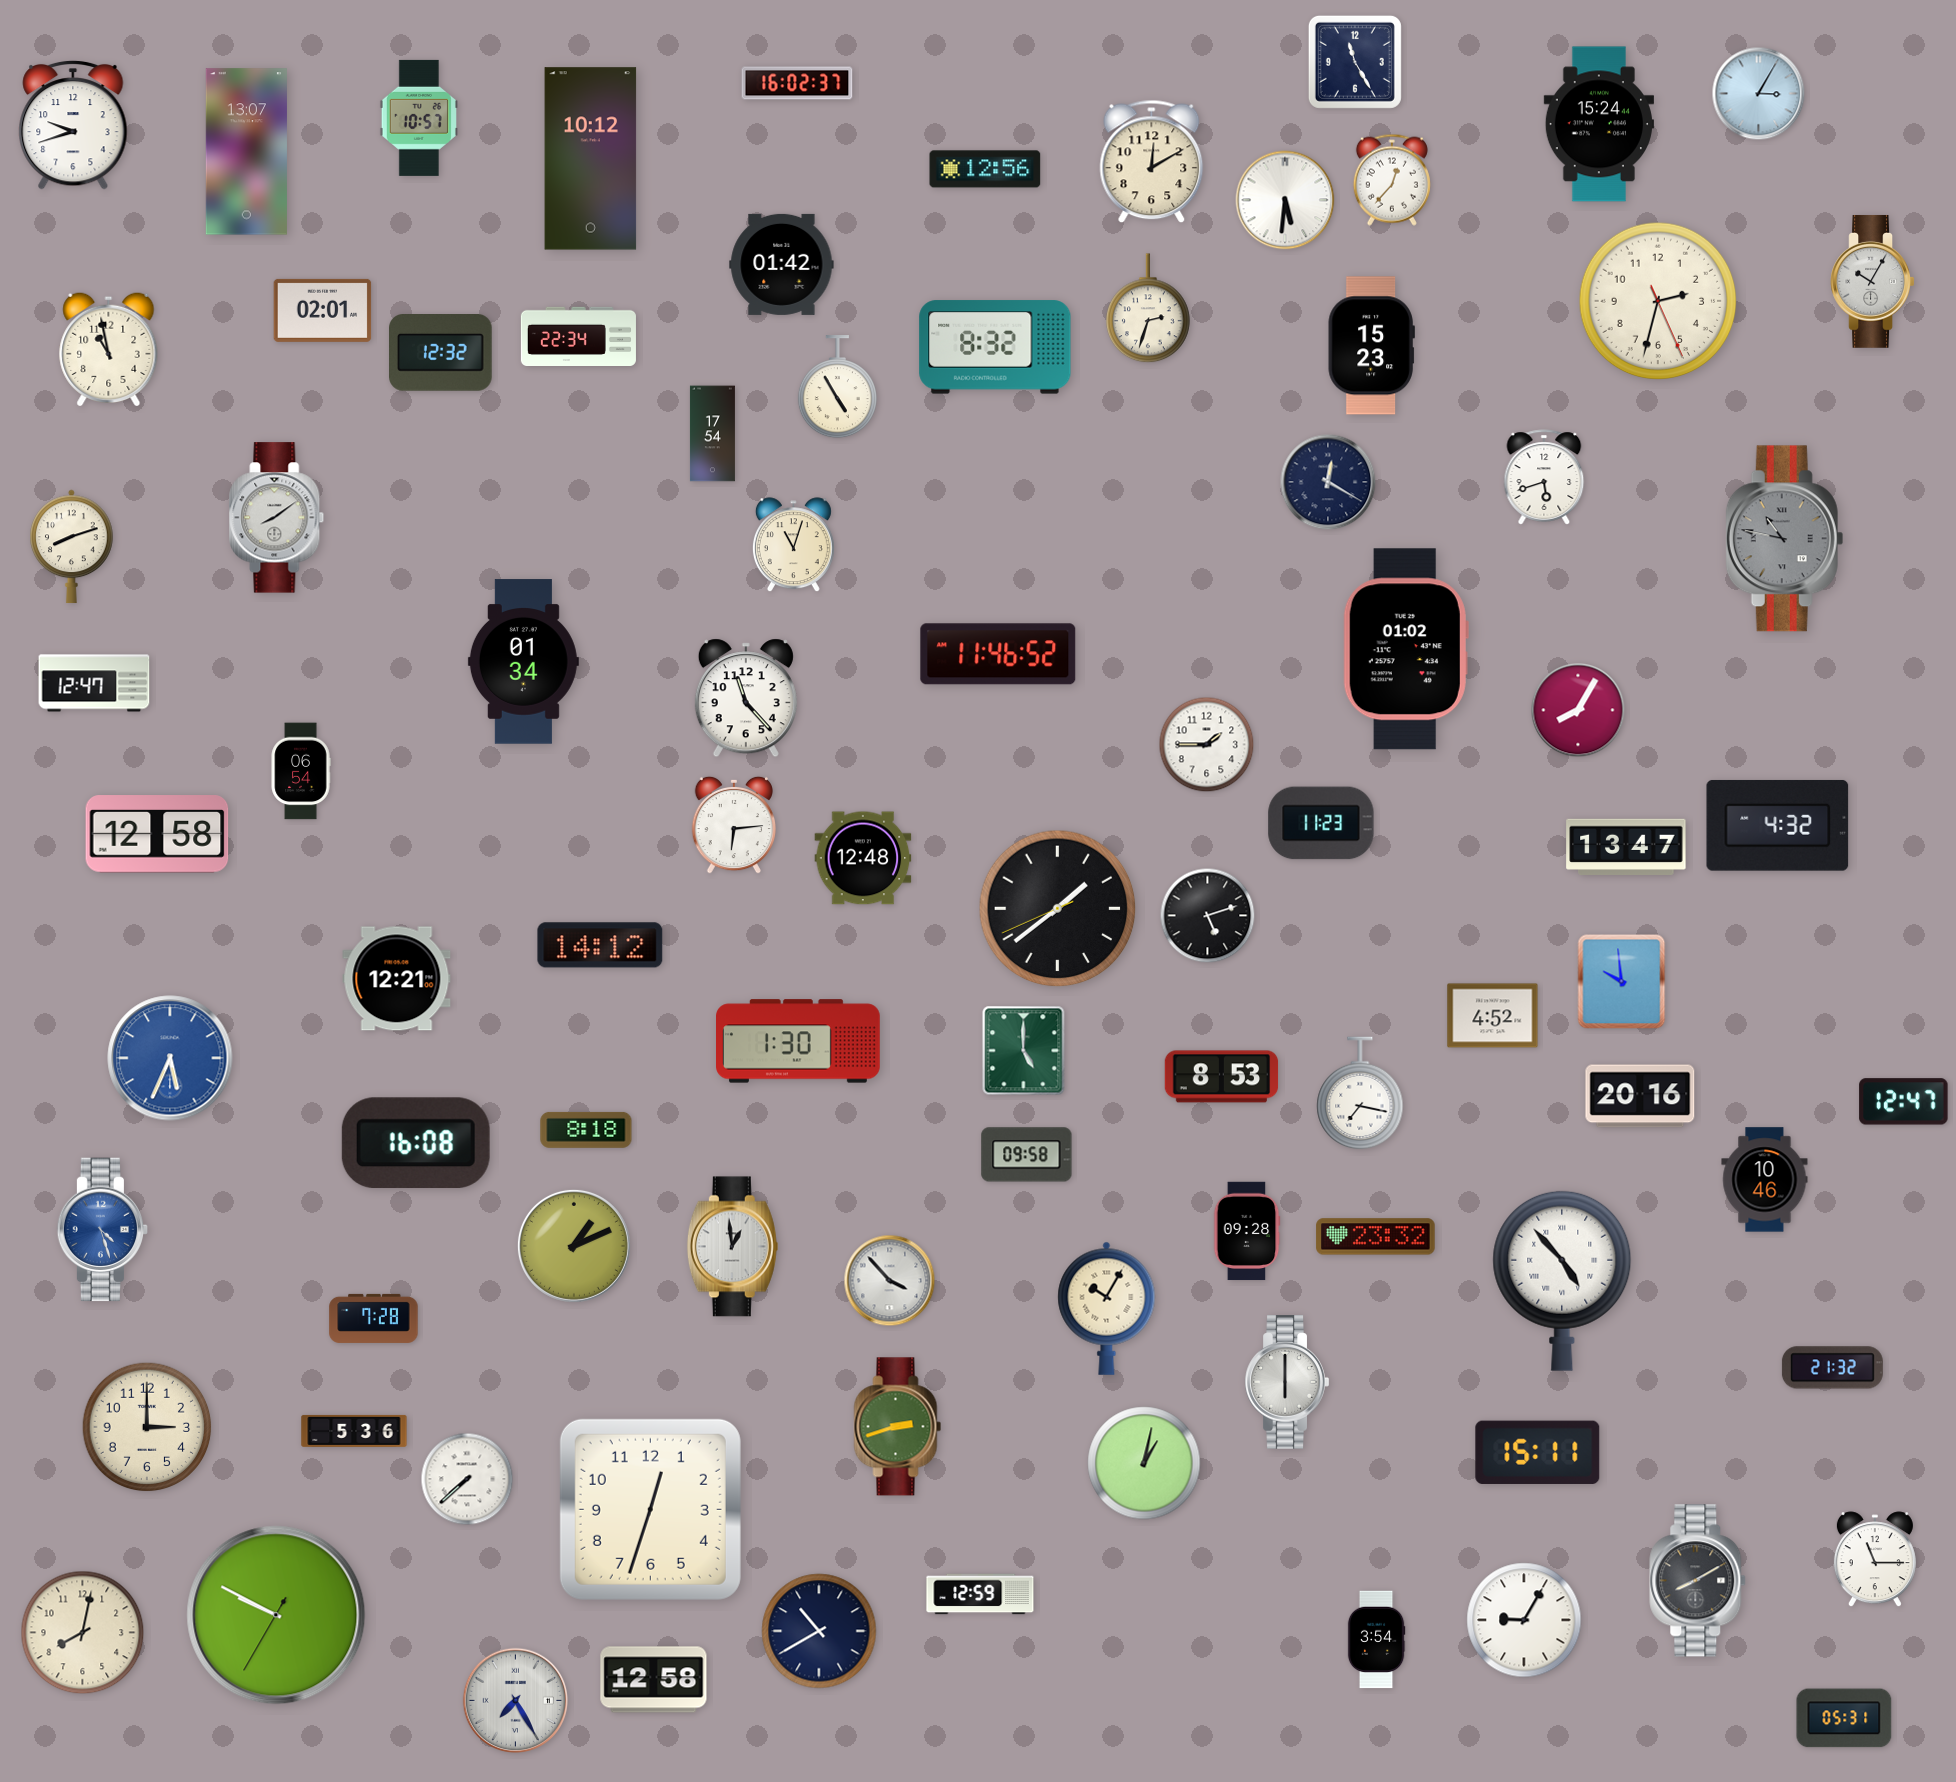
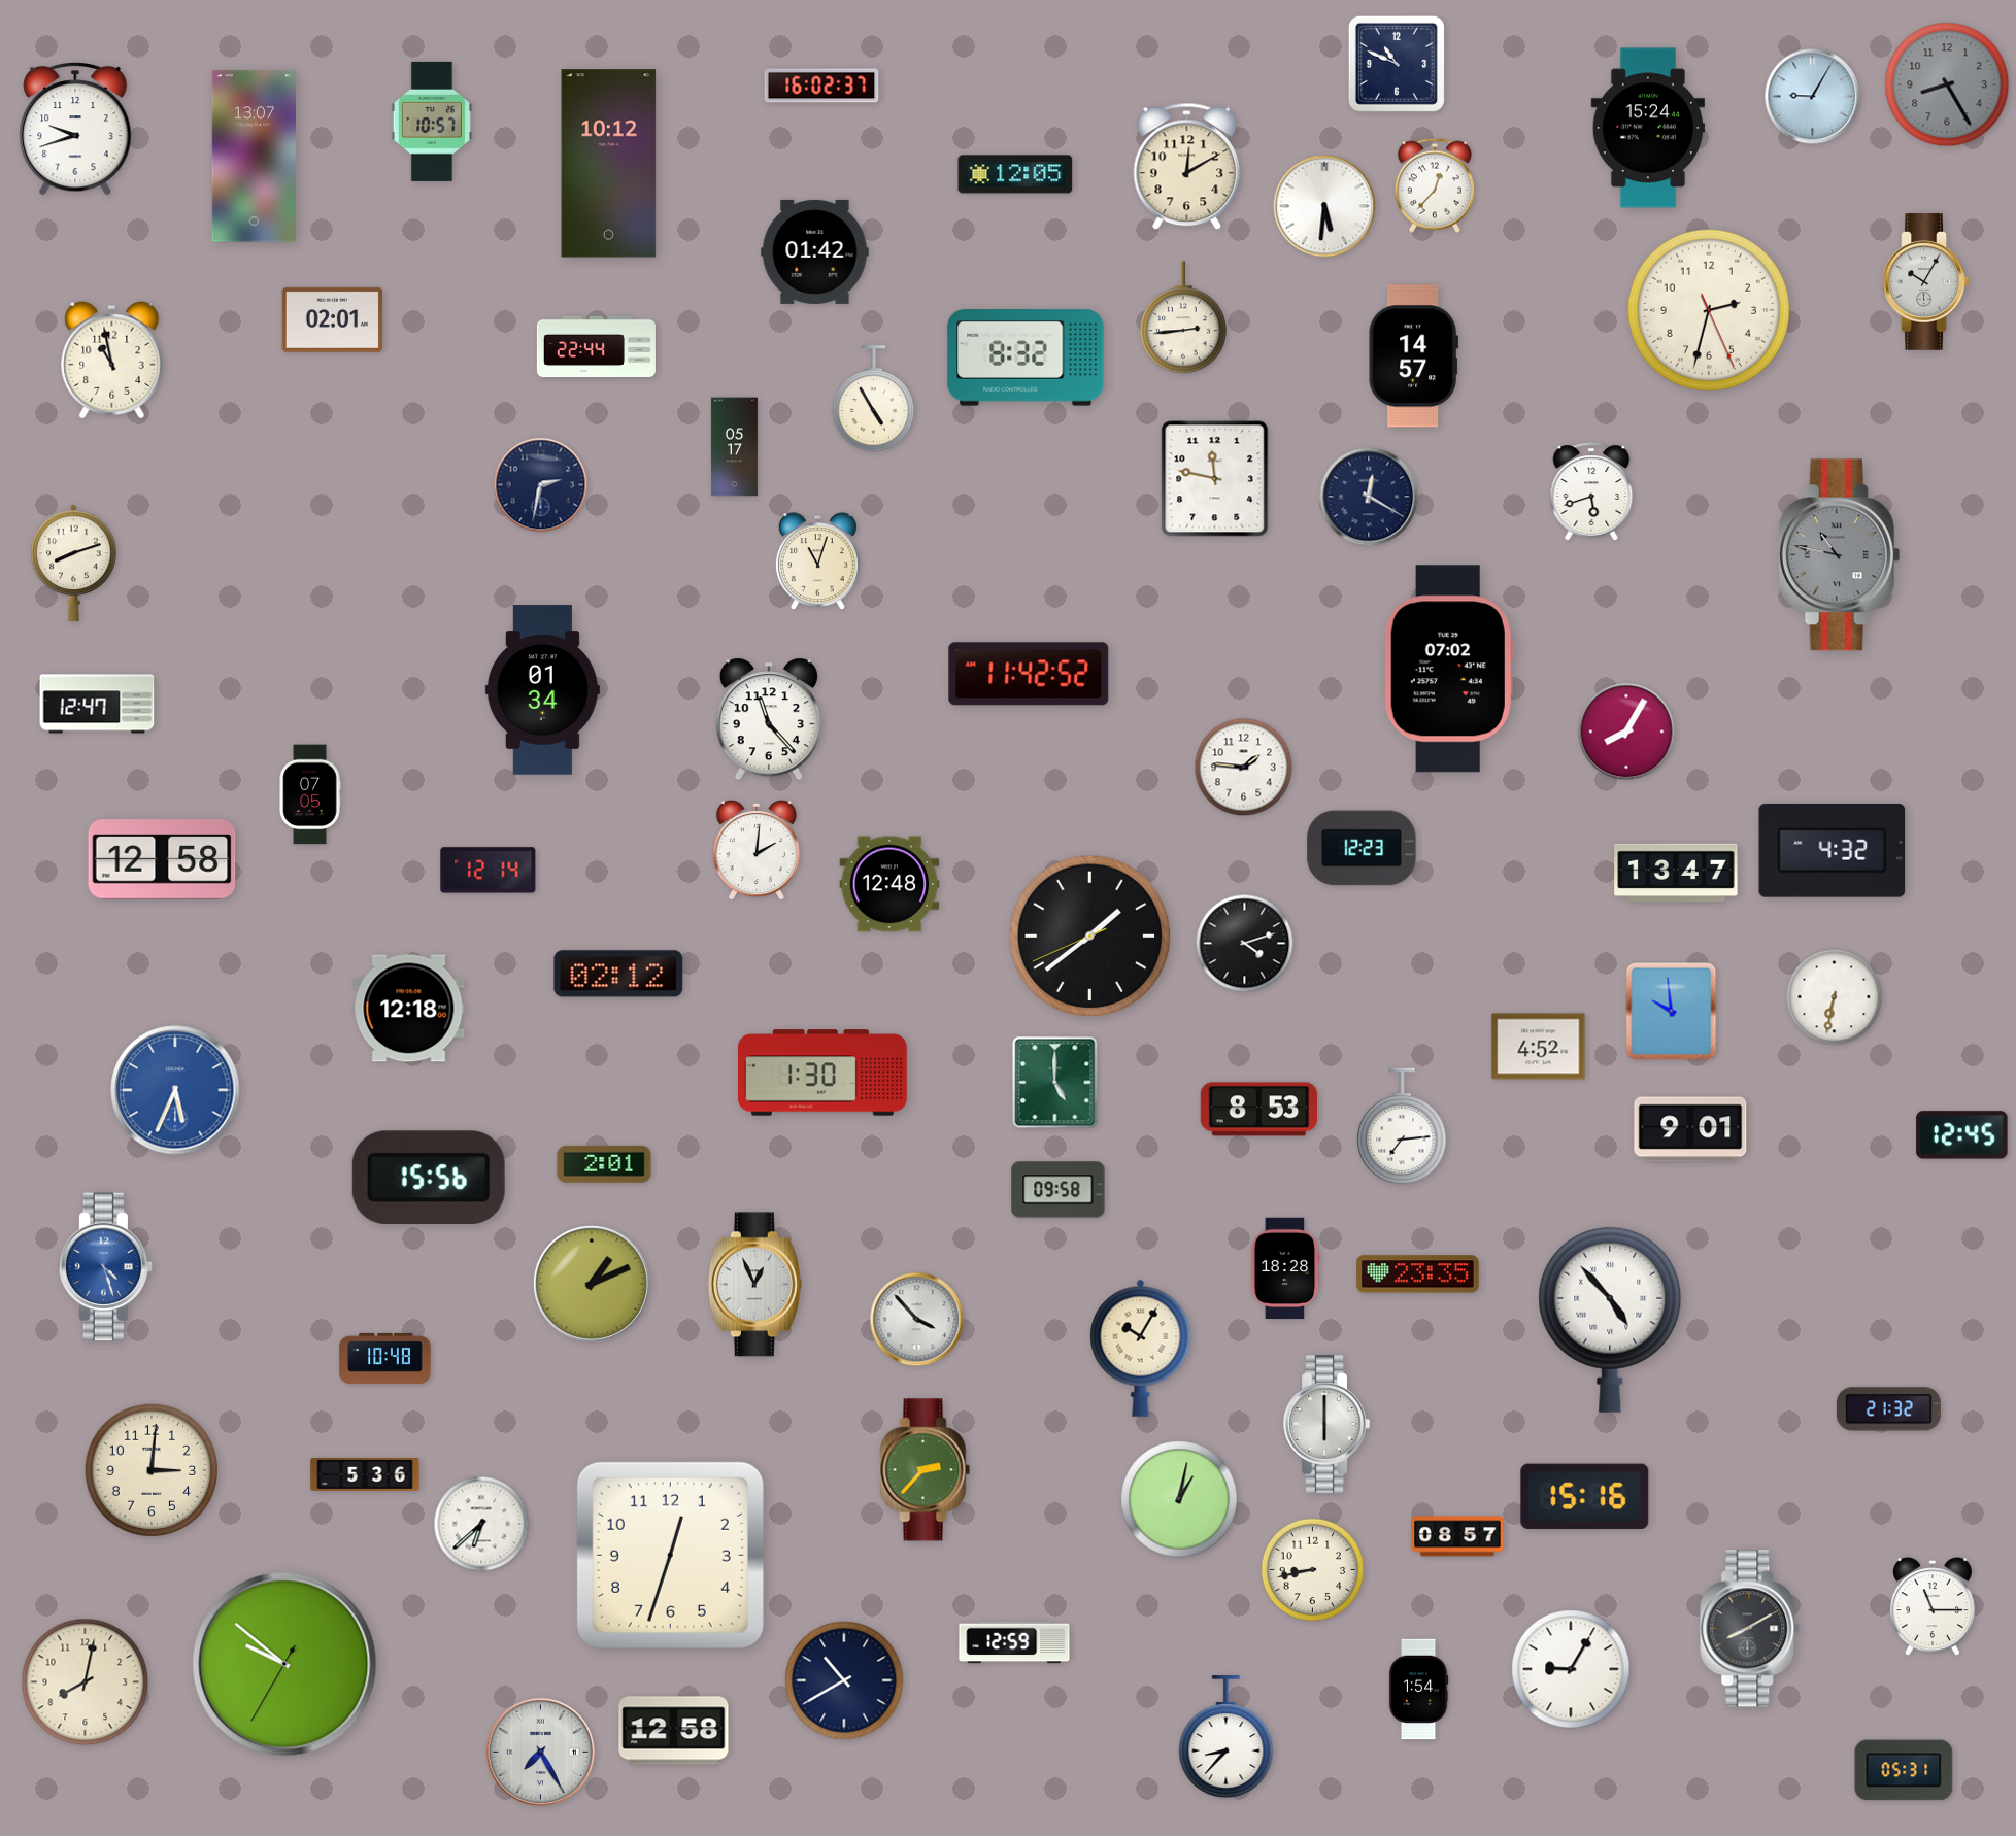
clock at (1355, 62): 11:25 -> 10:49
clock at (1947, 84): none -> 8:25
clock at (1759, 94): 3:05 -> 9:05
clock at (985, 169): 12:56 -> 12:05
clock at (782, 264) position: (782, 264) -> (815, 251)
clock at (1873, 281) position: (1873, 281) -> (1926, 281)
clock at (1149, 309): 2:33 -> 2:44
clock at (578, 336): 22:34 -> 22:44
clock at (1371, 346): 15:23 -> 14:57
clock at (441, 353): 12:32 -> none
clock at (837, 387) position: (837, 387) -> (873, 399)
clock at (712, 434): 17:54 -> 05:17
clock at (1215, 479): none -> 11:47
clock at (541, 485): none -> 2:32
clock at (277, 518): 8:09 -> none
clock at (1406, 649): 01:02 -> 07:02
clock at (998, 654): 11:46 -> 11:42
clock at (523, 662) position: (523, 662) -> (542, 690)
clock at (1207, 745): 1:45 -> 1:46
clock at (301, 771): 06:54 -> 07:05
clock at (1321, 823): 11:23 -> 12:23
clock at (733, 825): 6:14 -> 2:01
clock at (489, 871): none -> 12:14
clock at (1208, 916): 5:12 -> 4:12
clock at (600, 945): 14:12 -> 02:12
clock at (1835, 997): none -> 6:32
clock at (397, 979): 12:21 -> 12:18
clock at (1360, 1094): 7:17 -> 7:14
clock at (1640, 1096): 20:16 -> 9:01
clock at (1904, 1102): 12:47 -> 12:45
clock at (586, 1130): 8:18 -> 2:01
clock at (416, 1143): 16:08 -> 15:56
clock at (1765, 1180): 10:46 -> none
clock at (1247, 1231): 09:28 -> 18:28
clock at (1376, 1237): 23:32 -> 23:35
clock at (732, 1247): 12:59 -> 12:56
clock at (374, 1318): 7:28 -> 10:48
clock at (147, 1427): 3:00 -> 3:01
clock at (898, 1427): 2:42 -> 2:37
clock at (1538, 1452): 15:11 -> 15:16
clock at (1144, 1463) position: (1144, 1463) -> (1179, 1499)
clock at (467, 1479): 7:38 -> 6:38
clock at (1457, 1536): none -> 08:57
clock at (1313, 1570): none -> 8:43
clock at (980, 1594) position: (980, 1594) -> (1014, 1642)
clock at (276, 1615): 9:49 -> 9:51
clock at (1376, 1640): 3:54 -> 1:54
clock at (1227, 1737): none -> 8:37
clock at (516, 1701) position: (516, 1701) -> (541, 1753)
clock at (1844, 1718) position: (1844, 1718) -> (1904, 1770)
